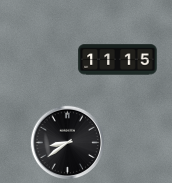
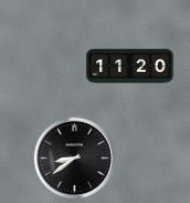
clock at (118, 60): 11:15 -> 11:20
